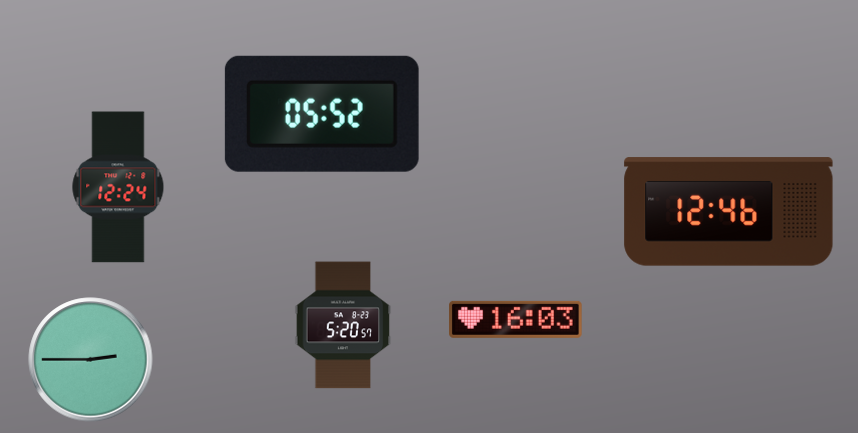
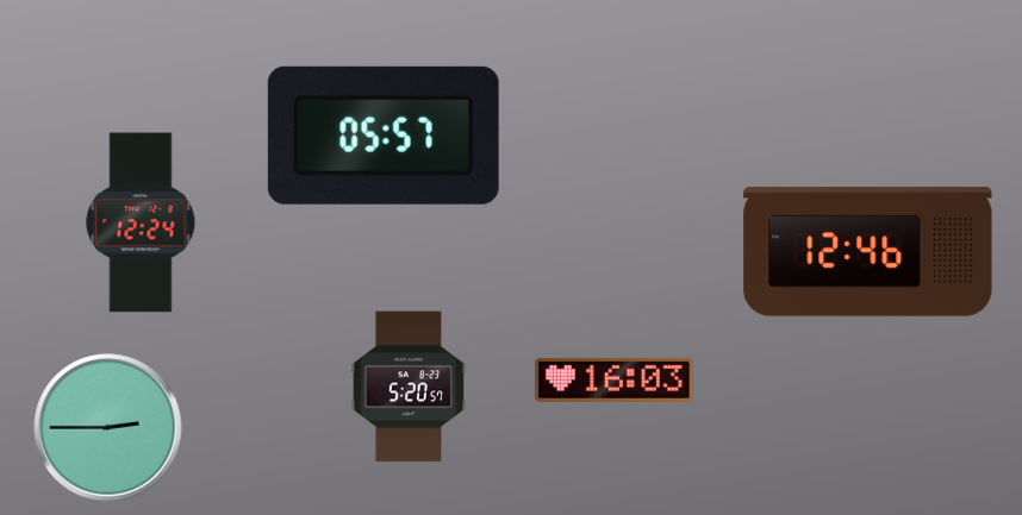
clock at (322, 114): 05:52 -> 05:57
